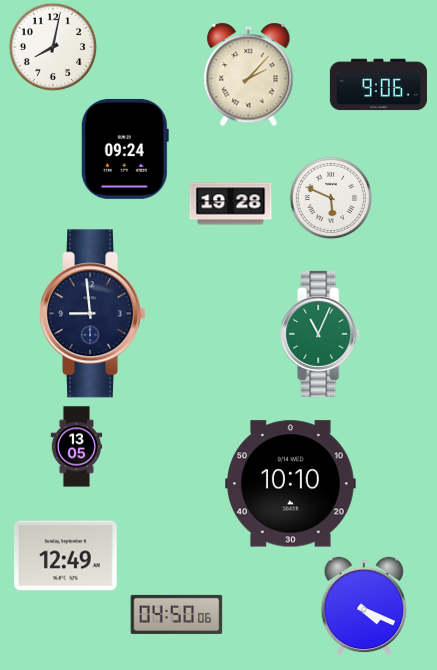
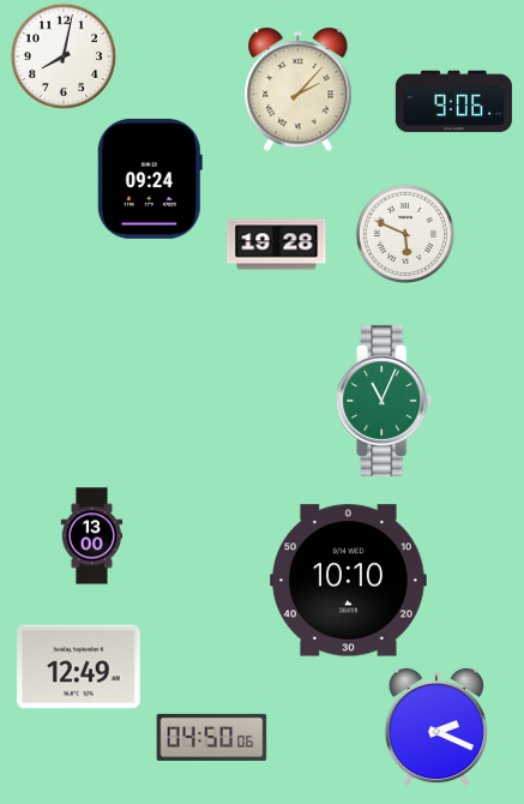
clock at (331, 198) position: (331, 198) -> (405, 234)
clock at (93, 314): 8:59 -> none
clock at (77, 447): 13:05 -> 13:00
clock at (363, 606): 4:19 -> 2:19
